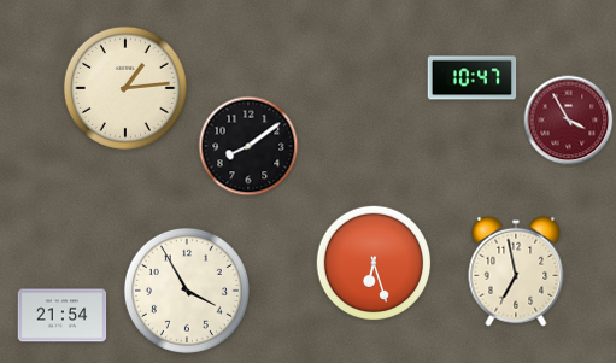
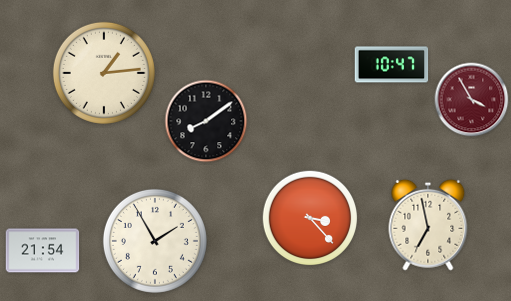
clock at (374, 263): 6:27 -> 3:23
clock at (187, 291): 3:55 -> 1:55
clock at (63, 316) position: (63, 316) -> (43, 251)
